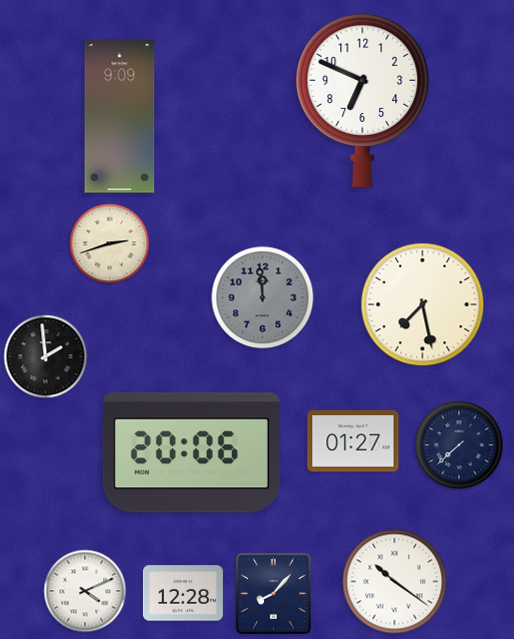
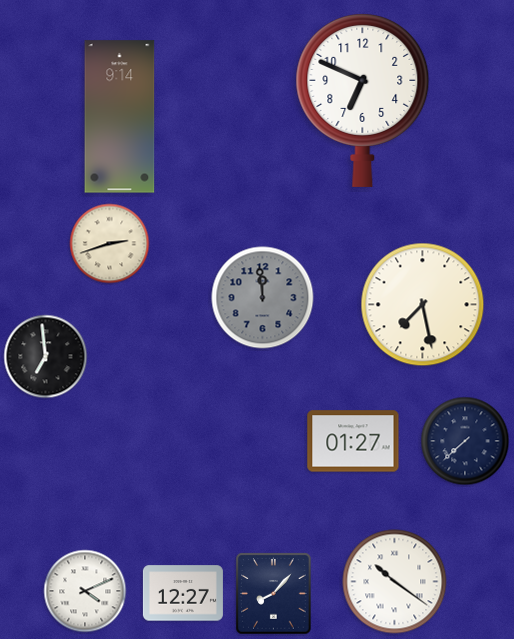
clock at (120, 117): 9:09 -> 9:14
clock at (46, 357): 1:59 -> 6:59
clock at (459, 445) position: (459, 445) -> (465, 441)
clock at (191, 453): 20:06 -> none
clock at (183, 593): 12:28 -> 12:27
